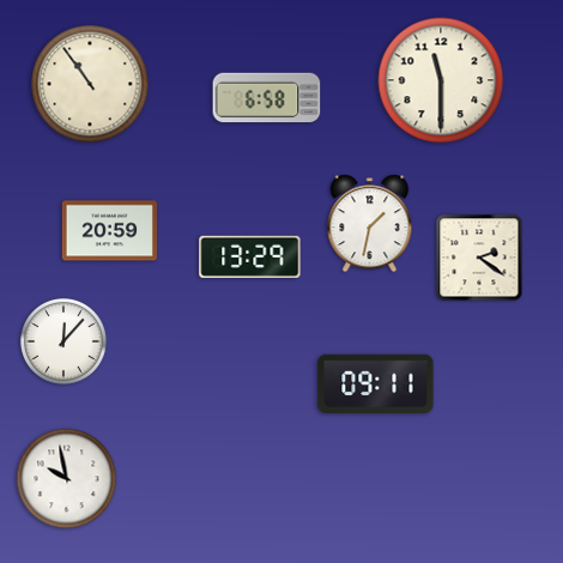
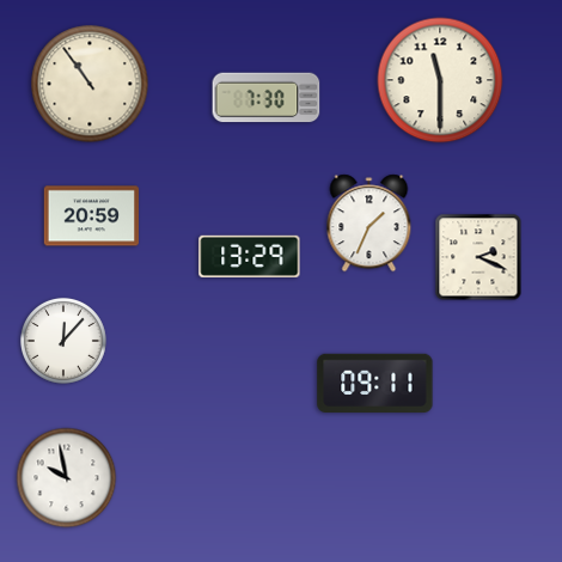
clock at (267, 98): 6:58 -> 7:30
clock at (370, 224): 1:32 -> 1:34
clock at (109, 231) position: (109, 231) -> (91, 216)
clock at (479, 258): 2:21 -> 2:19
